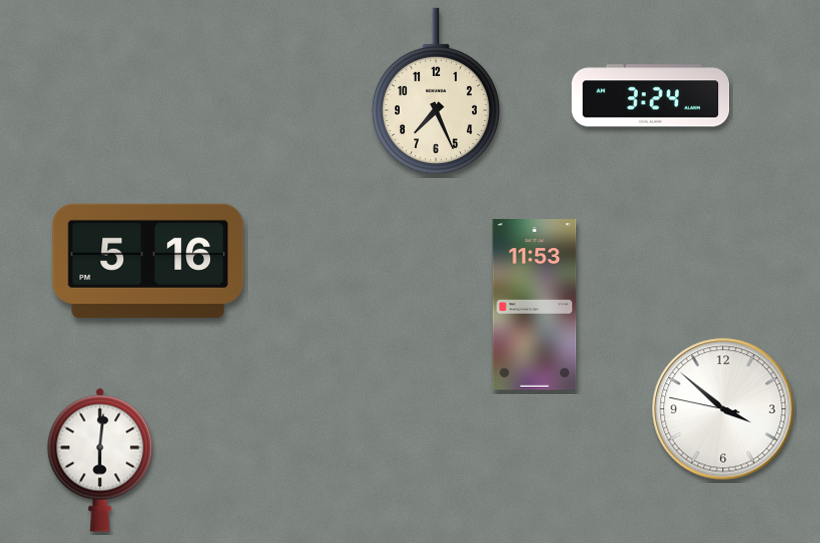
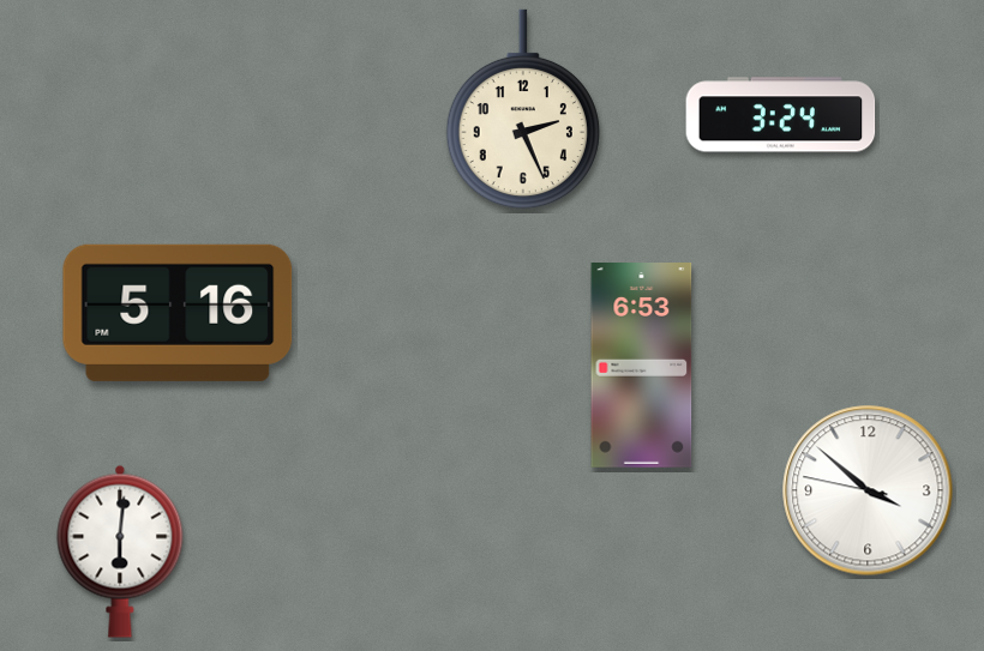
clock at (436, 91): 7:26 -> 2:26
clock at (535, 305): 11:53 -> 6:53
